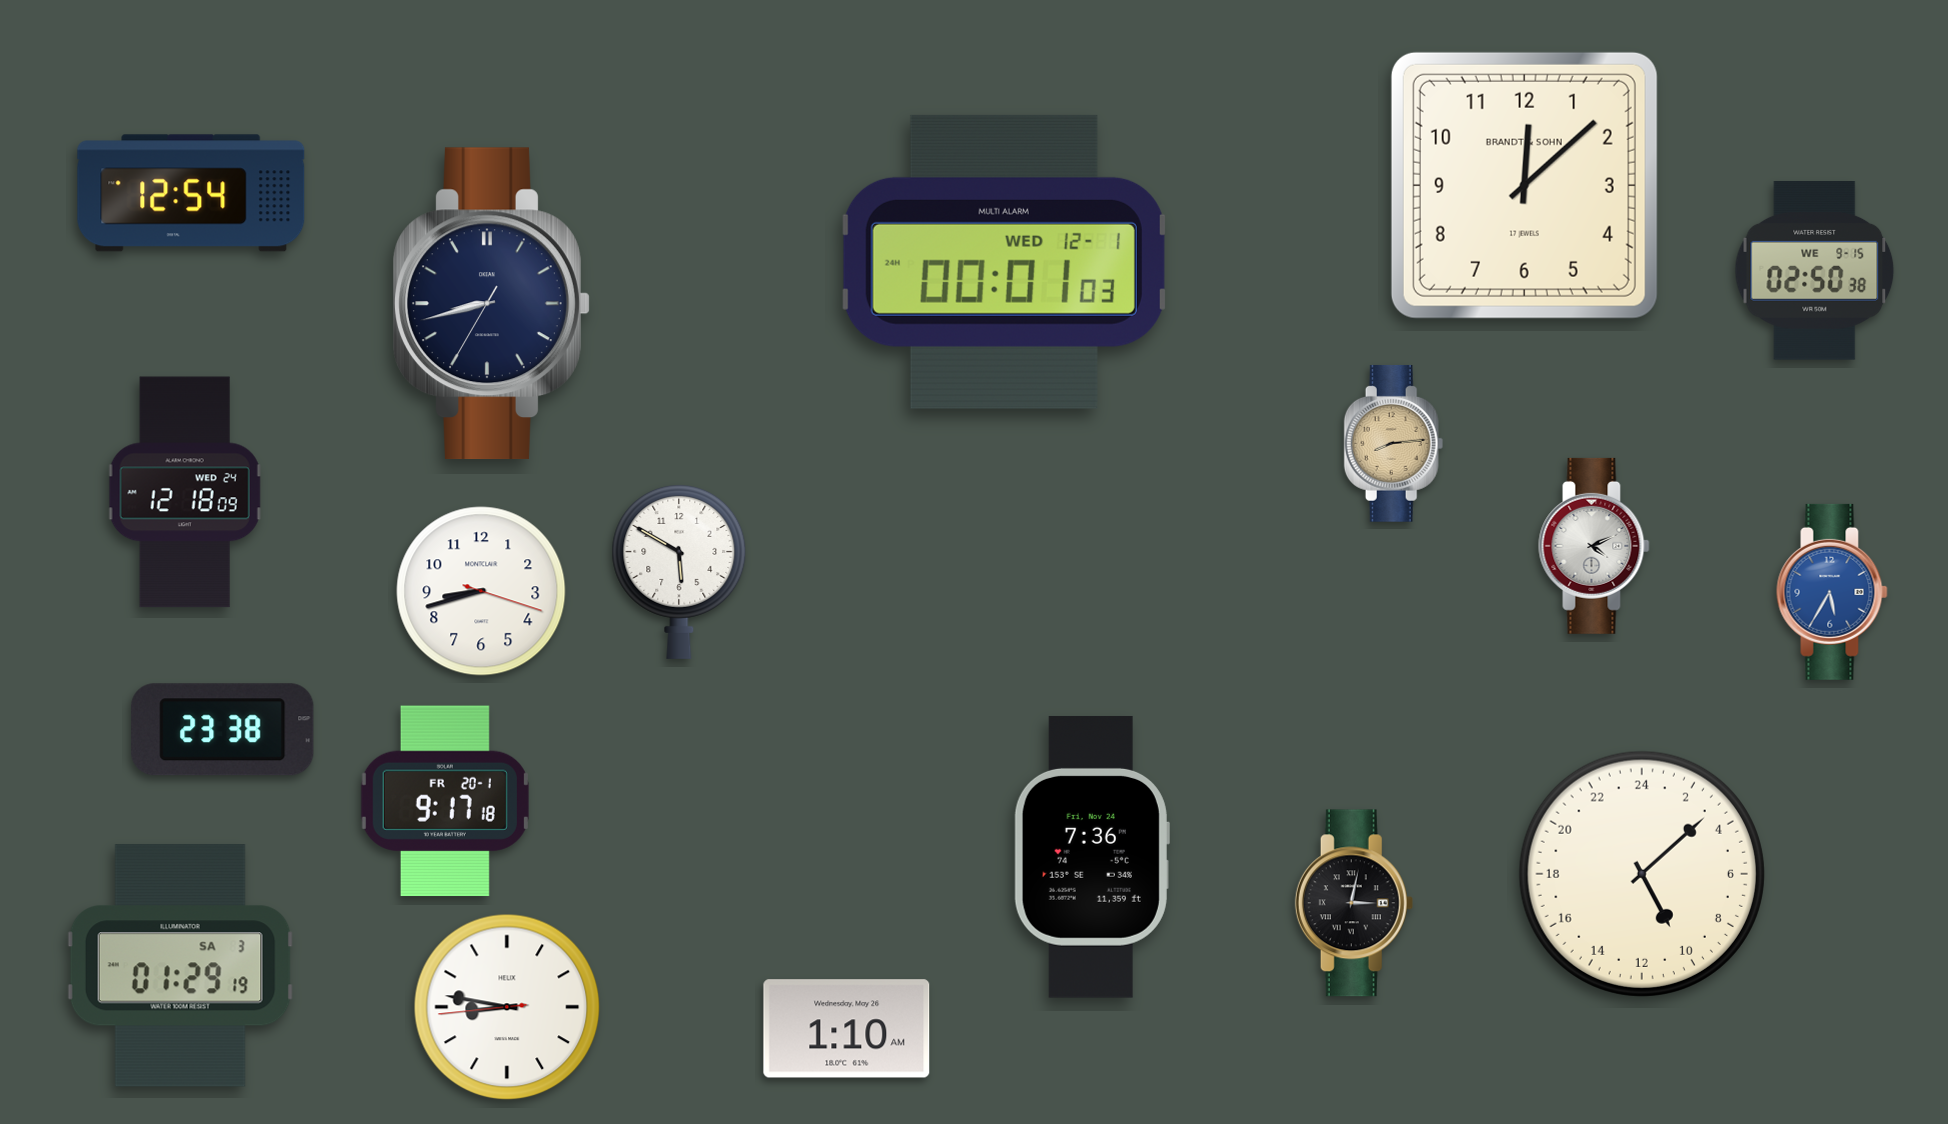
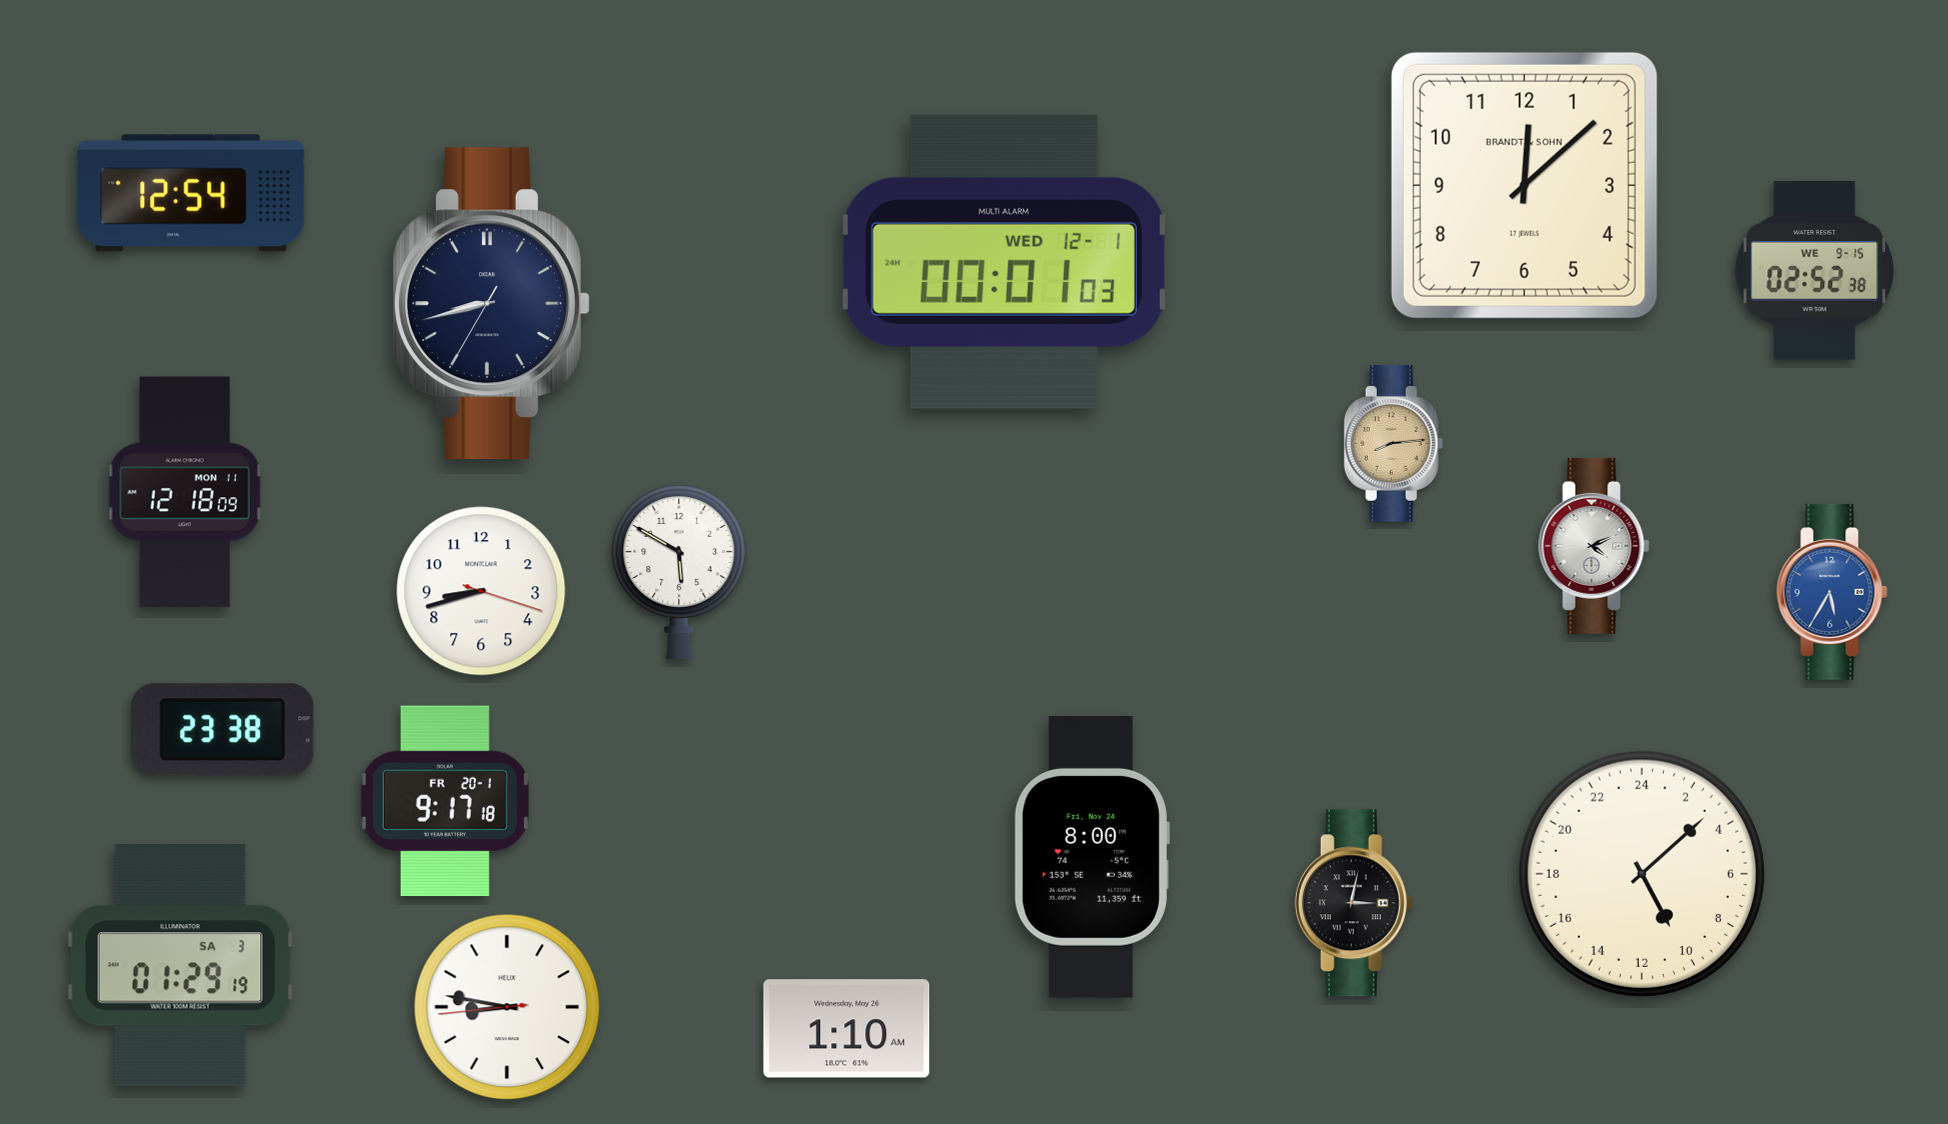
clock at (1815, 271): 02:50 -> 02:52
clock at (185, 492) date: WED 24 -> MON 11
clock at (1092, 857): 7:36 -> 8:00
